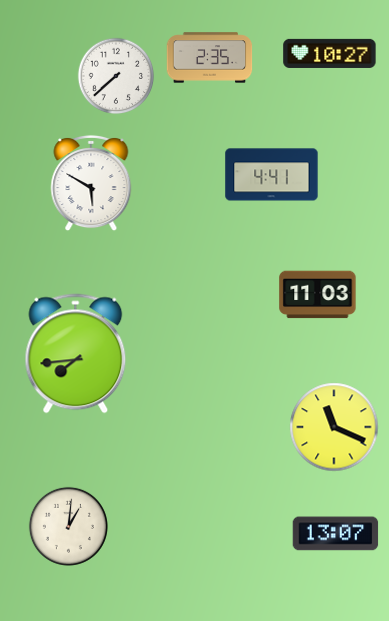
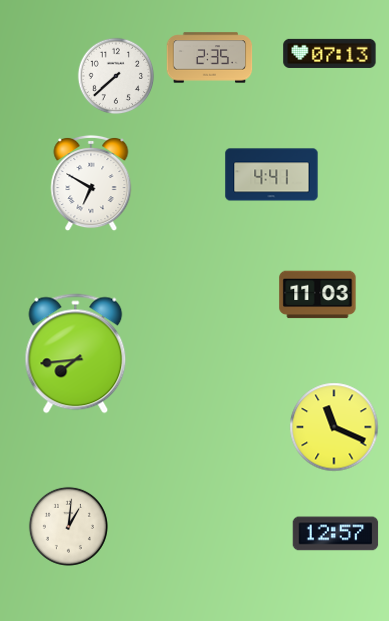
clock at (330, 53): 10:27 -> 07:13
clock at (91, 183): 5:50 -> 6:50
clock at (336, 534): 13:07 -> 12:57
